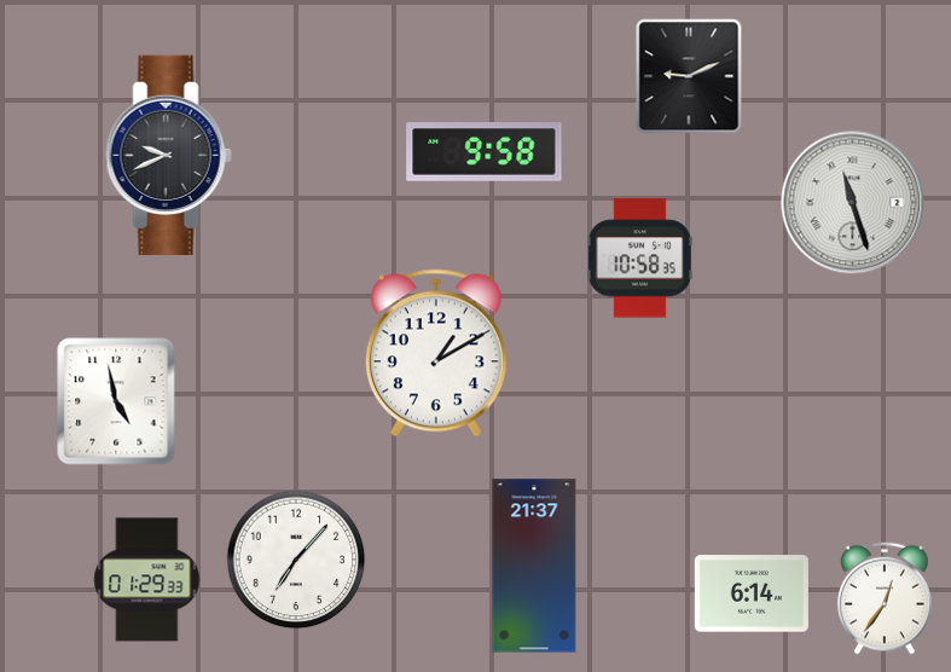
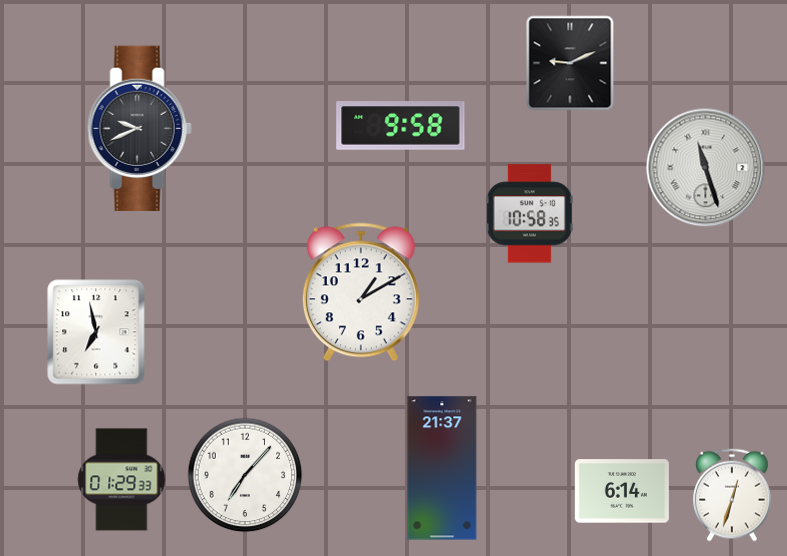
clock at (116, 401): 4:58 -> 6:58
clock at (296, 560) position: (296, 560) -> (245, 475)
clock at (885, 598): 12:36 -> 12:33
